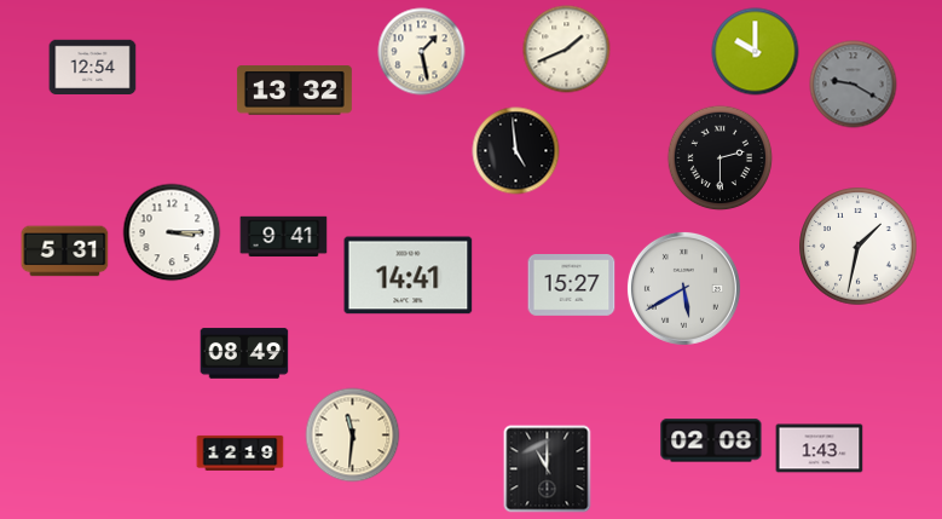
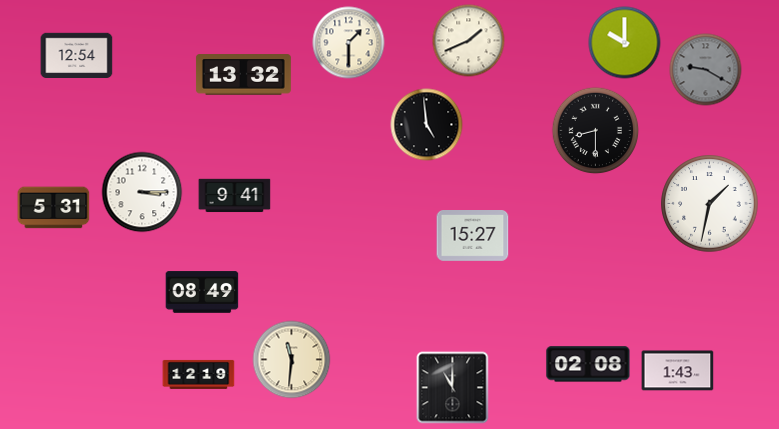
clock at (422, 52): 1:28 -> 1:30
clock at (721, 158): 2:30 -> 8:30
clock at (409, 276): 14:41 -> none
clock at (683, 288): 5:40 -> none
